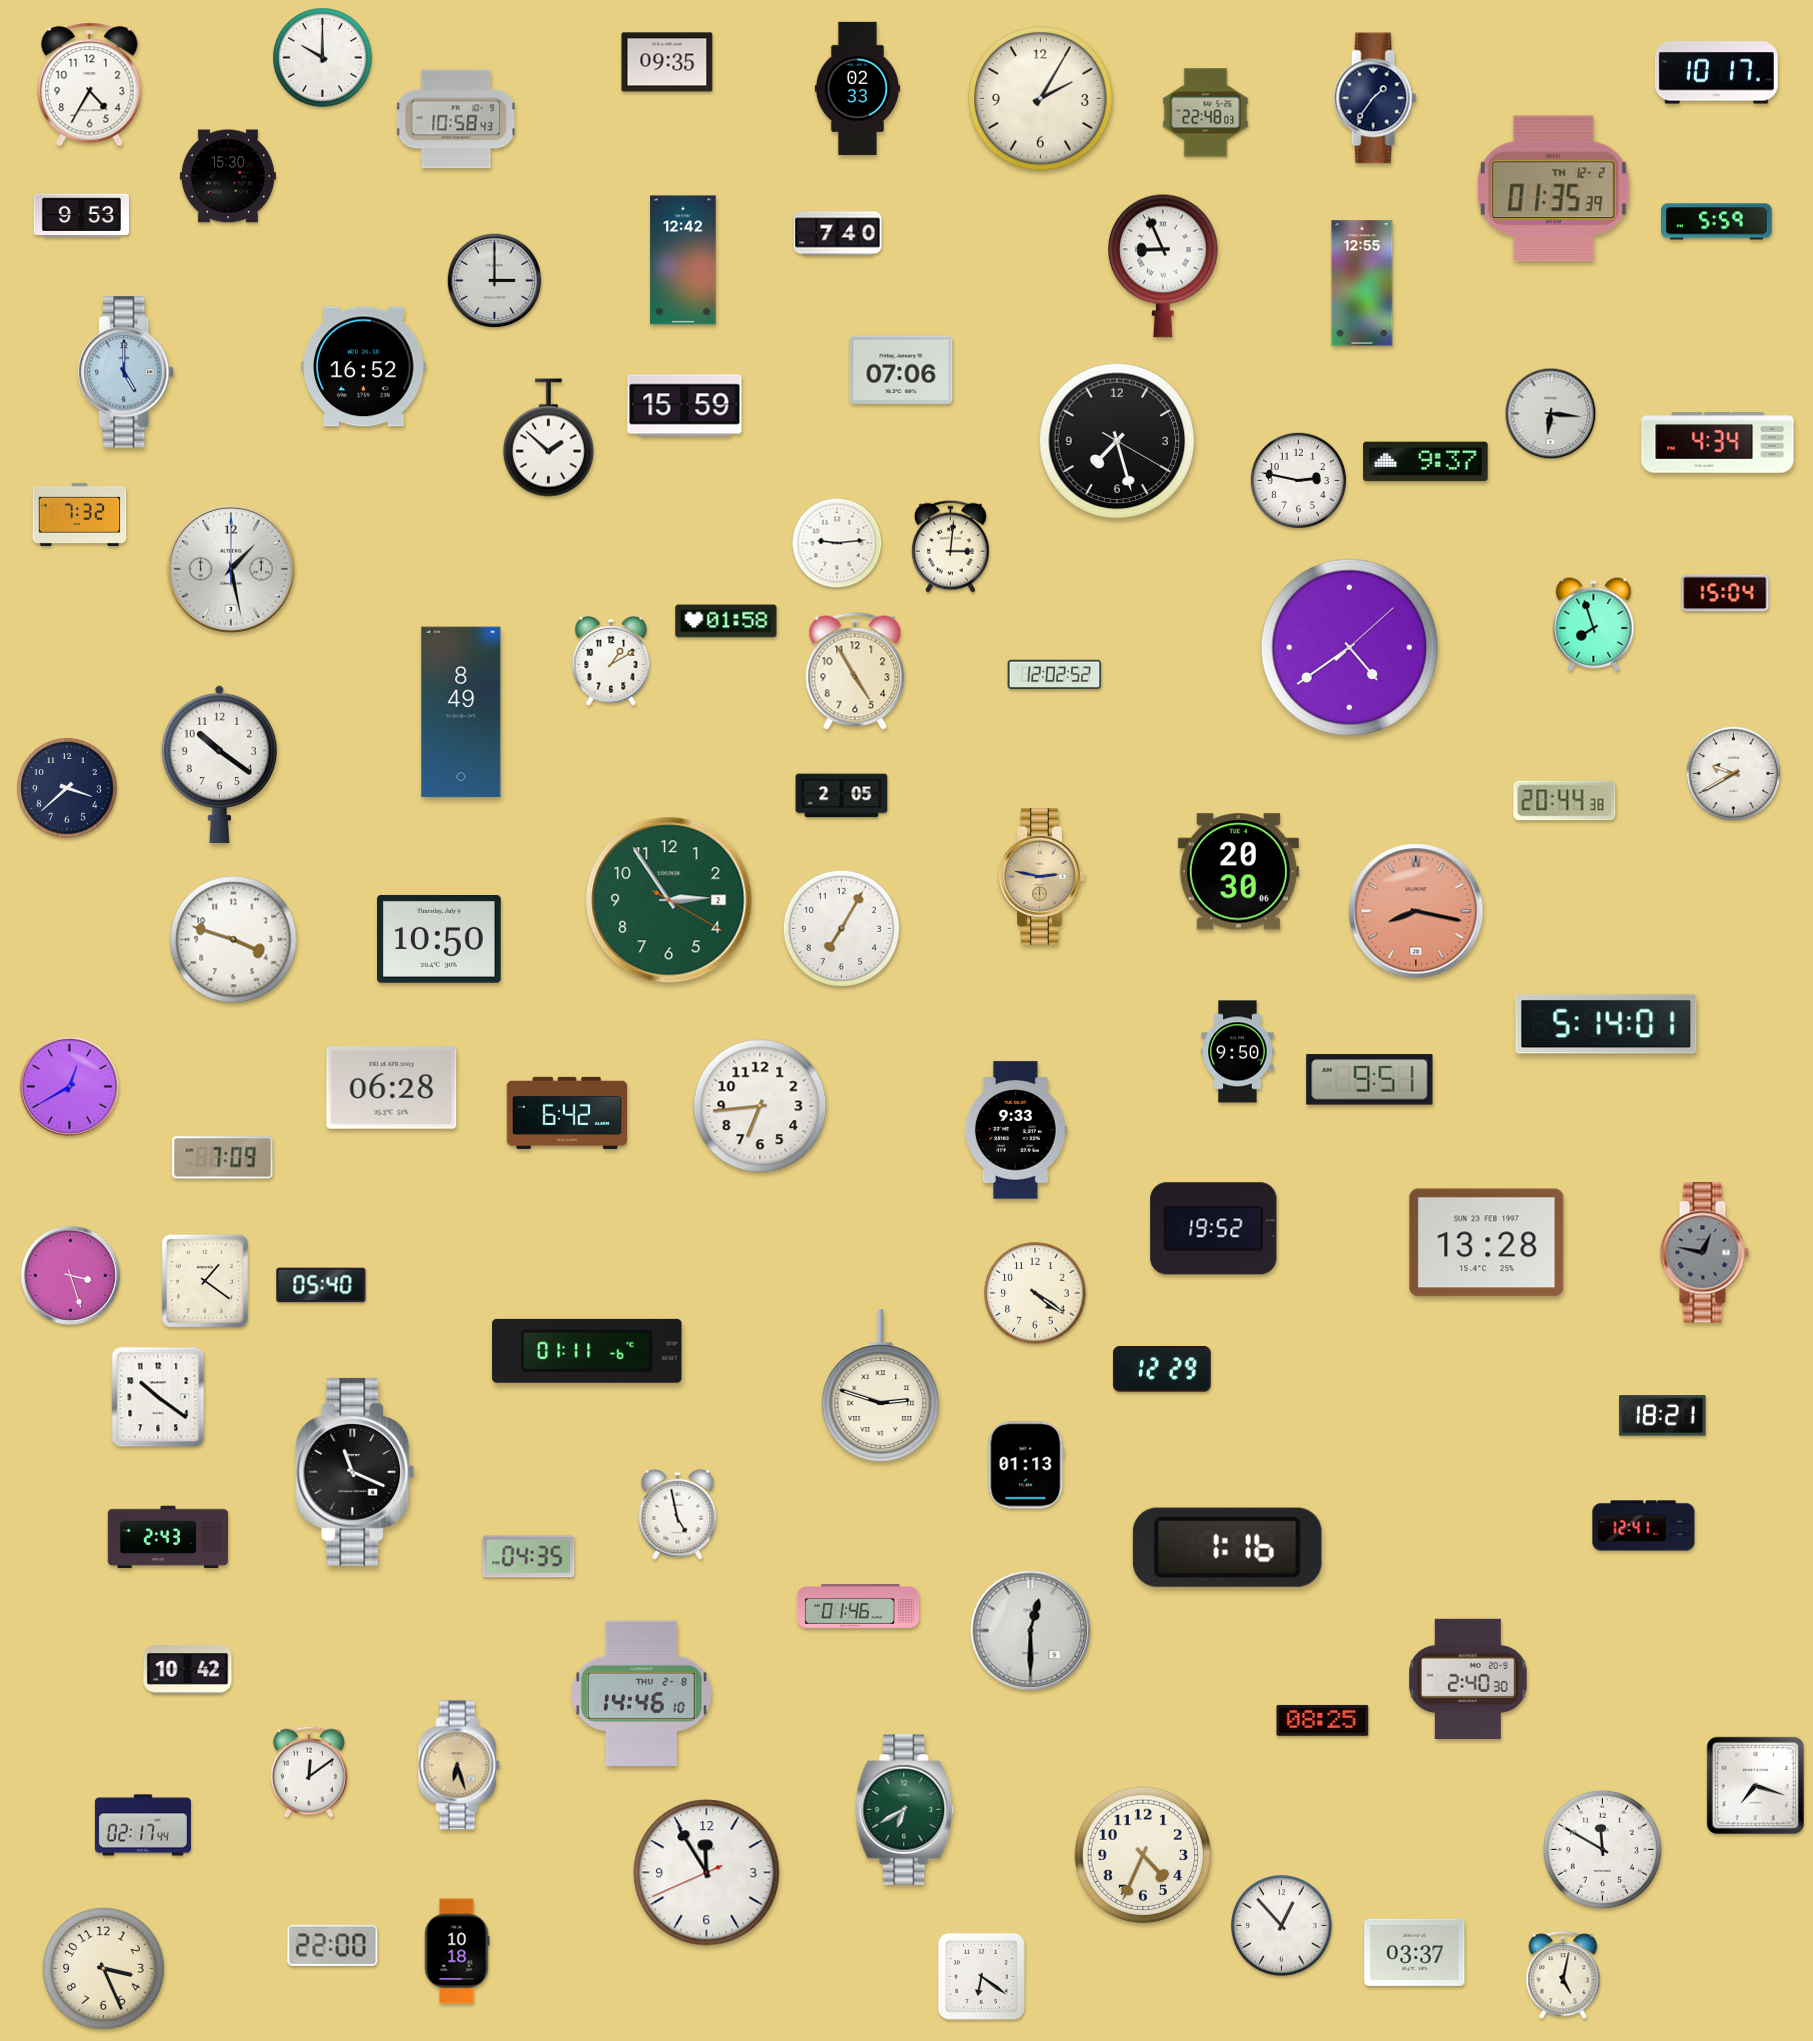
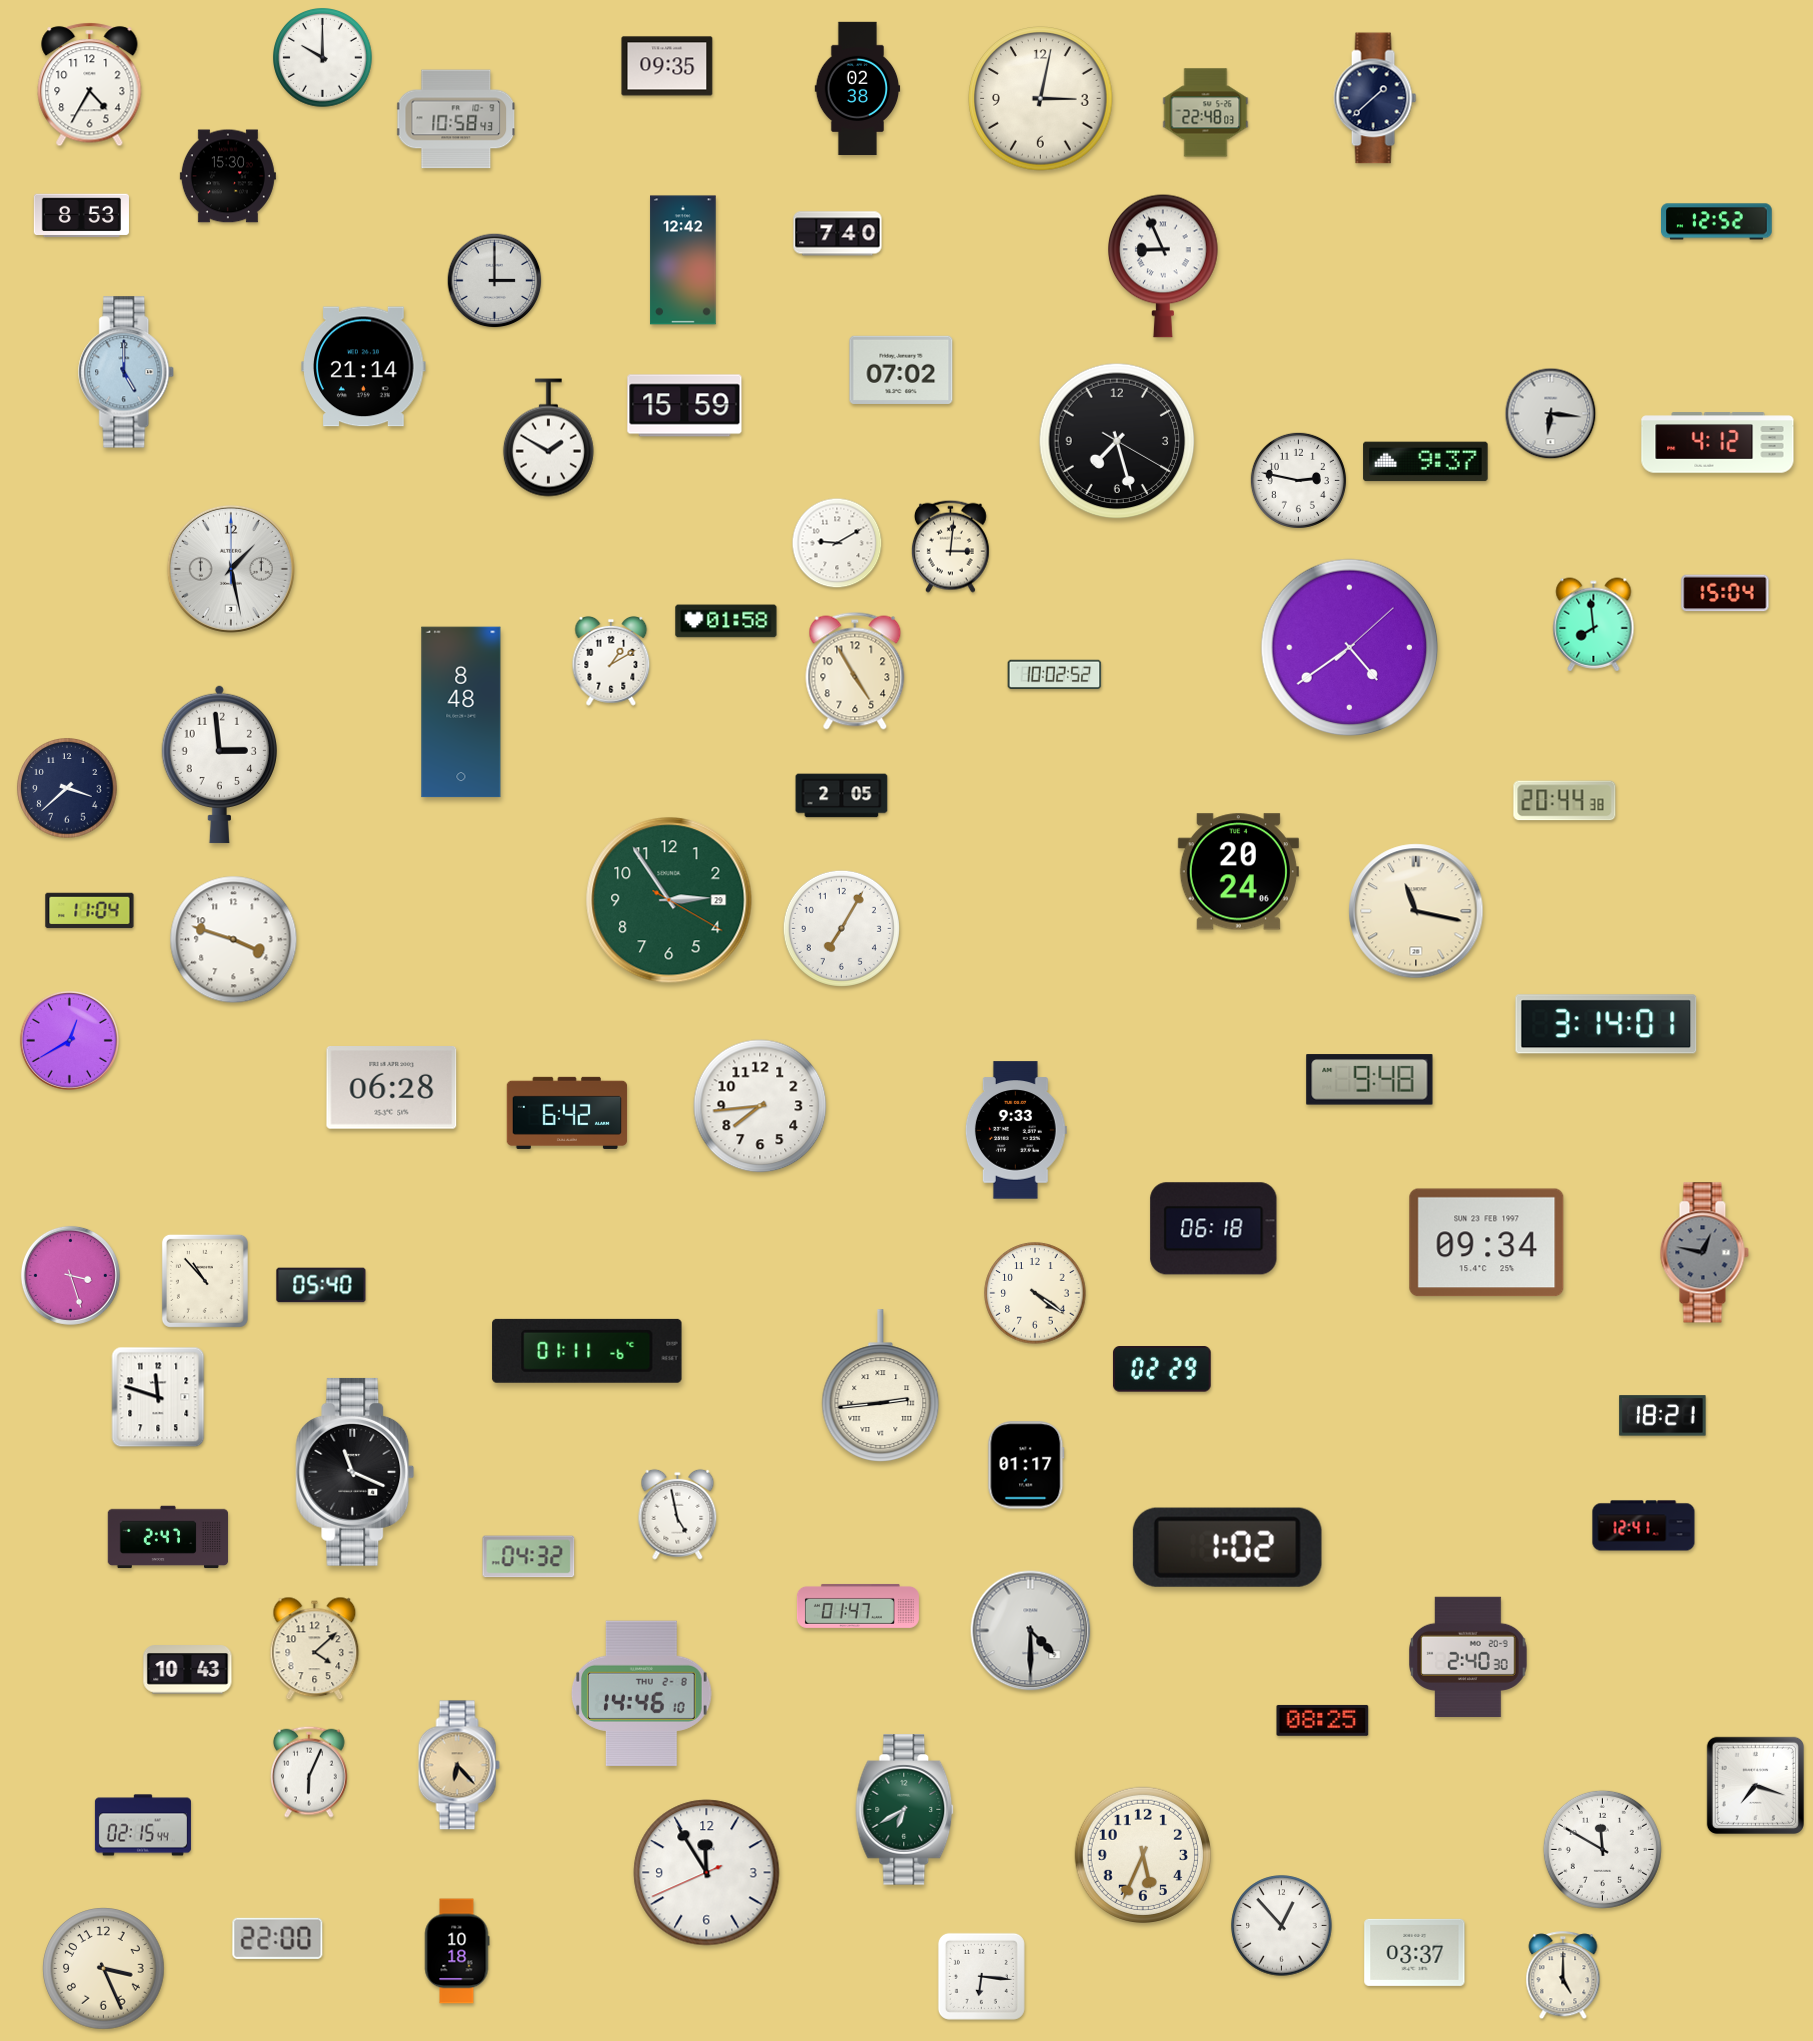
clock at (667, 62) position: (667, 62) -> (667, 66)
clock at (1716, 73): 10:17 -> none
clock at (858, 89): 02:33 -> 02:38
clock at (1375, 98): 1:36 -> 1:38
clock at (1041, 99): 2:05 -> 3:02
clock at (1553, 189): 01:35 -> none
clock at (81, 216): 9:53 -> 8:53
clock at (1717, 222): 5:59 -> 12:52
clock at (1362, 283): 12:55 -> none
clock at (364, 367): 16:52 -> 21:14
clock at (901, 370): 07:06 -> 07:02
clock at (548, 438): 1:52 -> 1:50
clock at (1718, 443): 4:34 -> 4:12
clock at (80, 514): 7:32 -> none
clock at (837, 543): 9:14 -> 9:10
clock at (1594, 625): 7:57 -> 7:59
clock at (1055, 675): 12:02 -> 10:02
clock at (461, 712): 8:49 -> 8:48
clock at (219, 764): 10:21 -> 2:59
clock at (1734, 774): 9:40 -> none
clock at (1238, 872): 20:30 -> 20:24
clock at (1042, 877): 2:47 -> none
clock at (669, 900) date: 2 -> 29
clock at (90, 911): none -> 11:04
clock at (1416, 911): 8:17 -> 11:17
clock at (1416, 911) dial: salmon -> cream
clock at (440, 940): 10:50 -> none
clock at (1606, 1024): 5:14 -> 3:14
clock at (1238, 1052): 9:50 -> none
clock at (1370, 1080): 9:51 -> 9:48
clock at (69, 1086) position: (69, 1086) -> (69, 1040)
clock at (760, 1106): 6:44 -> 7:44
clock at (223, 1158): 7:09 -> none
clock at (1214, 1229): 19:52 -> 06:18
clock at (1487, 1243): 13:28 -> 09:34
clock at (205, 1281): 1:21 -> 10:53
clock at (1162, 1369): 12:29 -> 02:29
clock at (881, 1386): 2:48 -> 2:44
clock at (158, 1397): 10:21 -> 11:48
clock at (1026, 1465): 01:13 -> 01:17
clock at (168, 1537): 2:43 -> 2:47
clock at (1227, 1547): 1:16 -> 1:02
clock at (529, 1557): 04:35 -> 04:32
clock at (858, 1606): 01:46 -> 01:47
clock at (1031, 1631): 12:30 -> 4:30
clock at (315, 1649): none -> 4:08
clock at (188, 1670): 10:42 -> 10:43
clock at (1468, 1678) position: (1468, 1678) -> (1468, 1656)
clock at (459, 1765): 6:27 -> 6:23
clock at (310, 1772): 12:09 -> 6:04
clock at (143, 1825): 02:17 -> 02:15
clock at (1142, 1854): 4:34 -> 5:34
clock at (333, 1945) position: (333, 1945) -> (278, 1938)
clock at (981, 1976): 6:21 -> 6:16
clock at (1563, 1976): 5:02 -> 5:00
